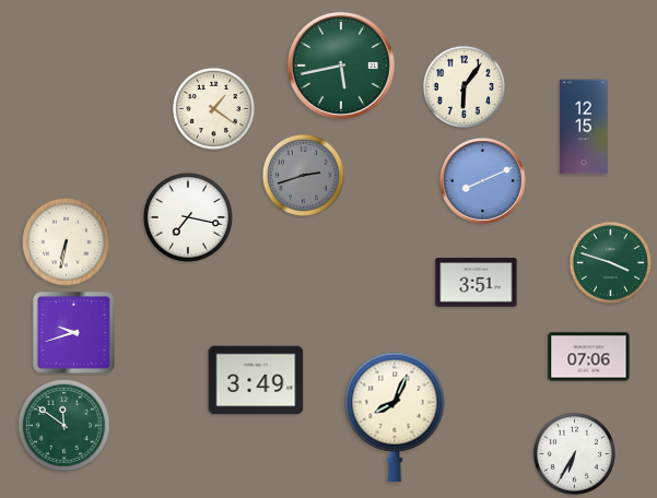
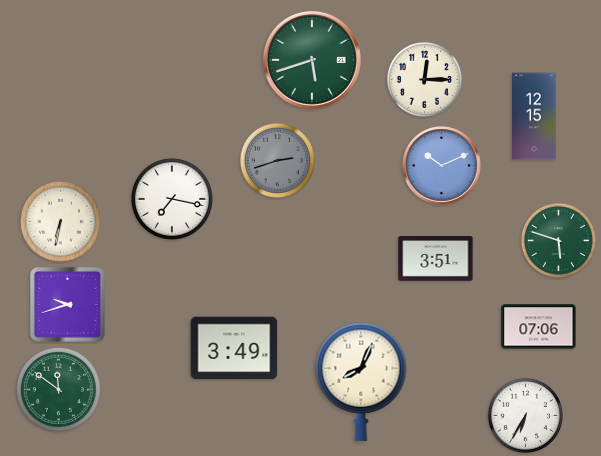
clock at (341, 66): 5:43 -> 5:42
clock at (464, 86): 6:06 -> 12:15
clock at (213, 108): 1:21 -> none
clock at (483, 181): 8:11 -> 10:11
clock at (610, 262): 3:48 -> 5:48
